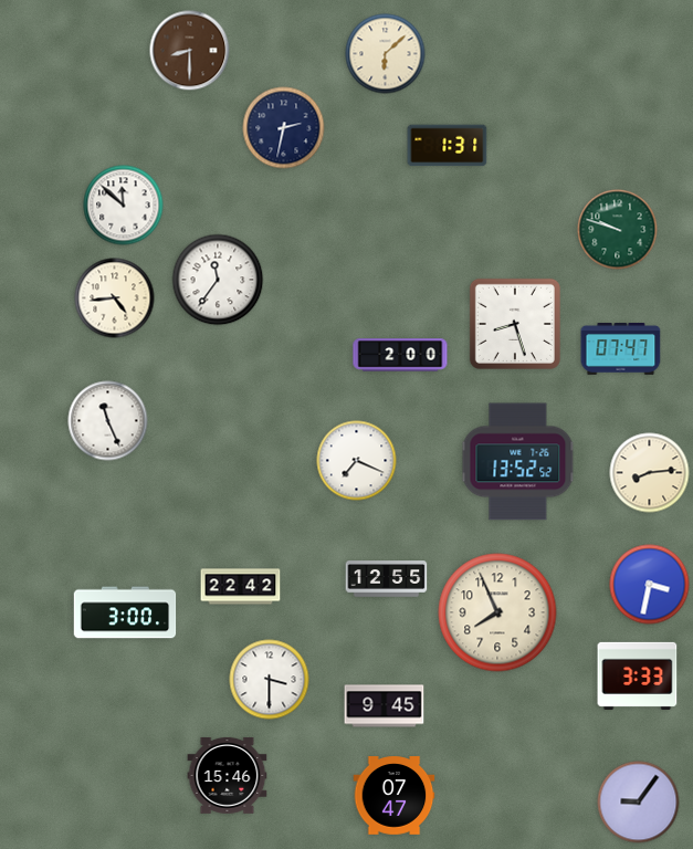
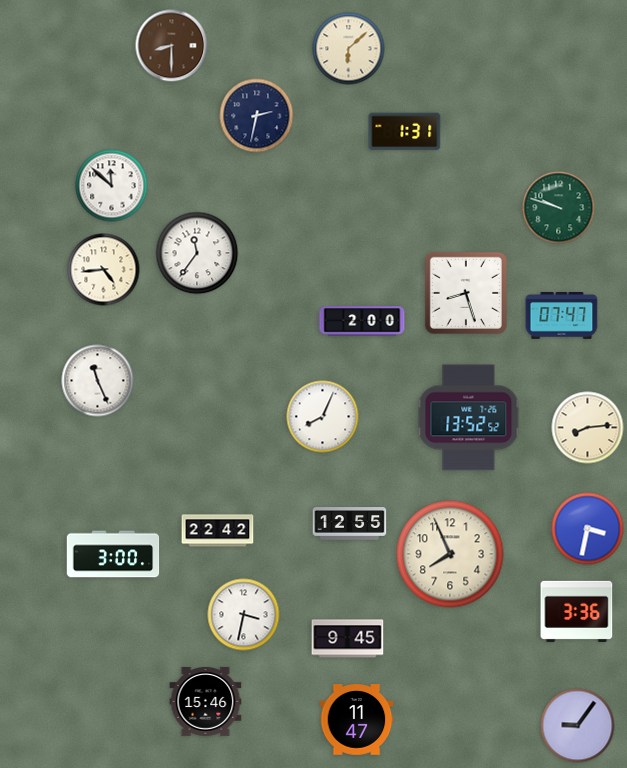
clock at (357, 461): 7:19 -> 8:04
clock at (638, 675): 3:33 -> 3:36
clock at (270, 680): 3:30 -> 3:32
clock at (395, 796): 07:47 -> 11:47
